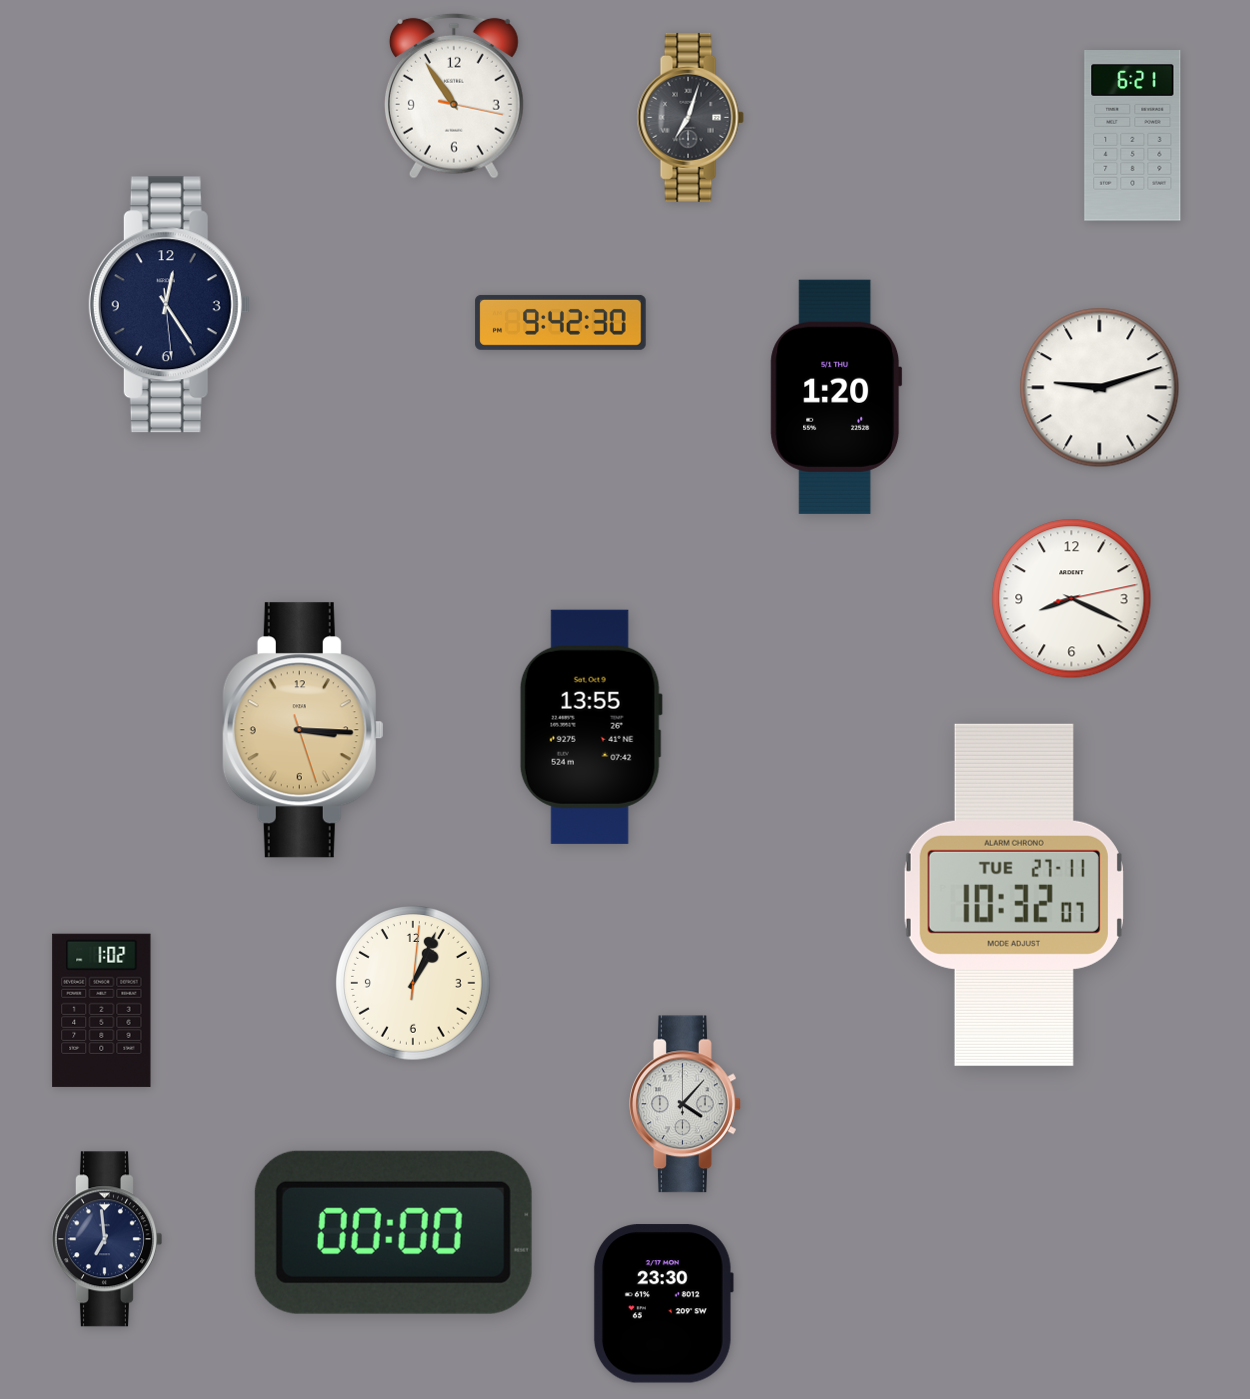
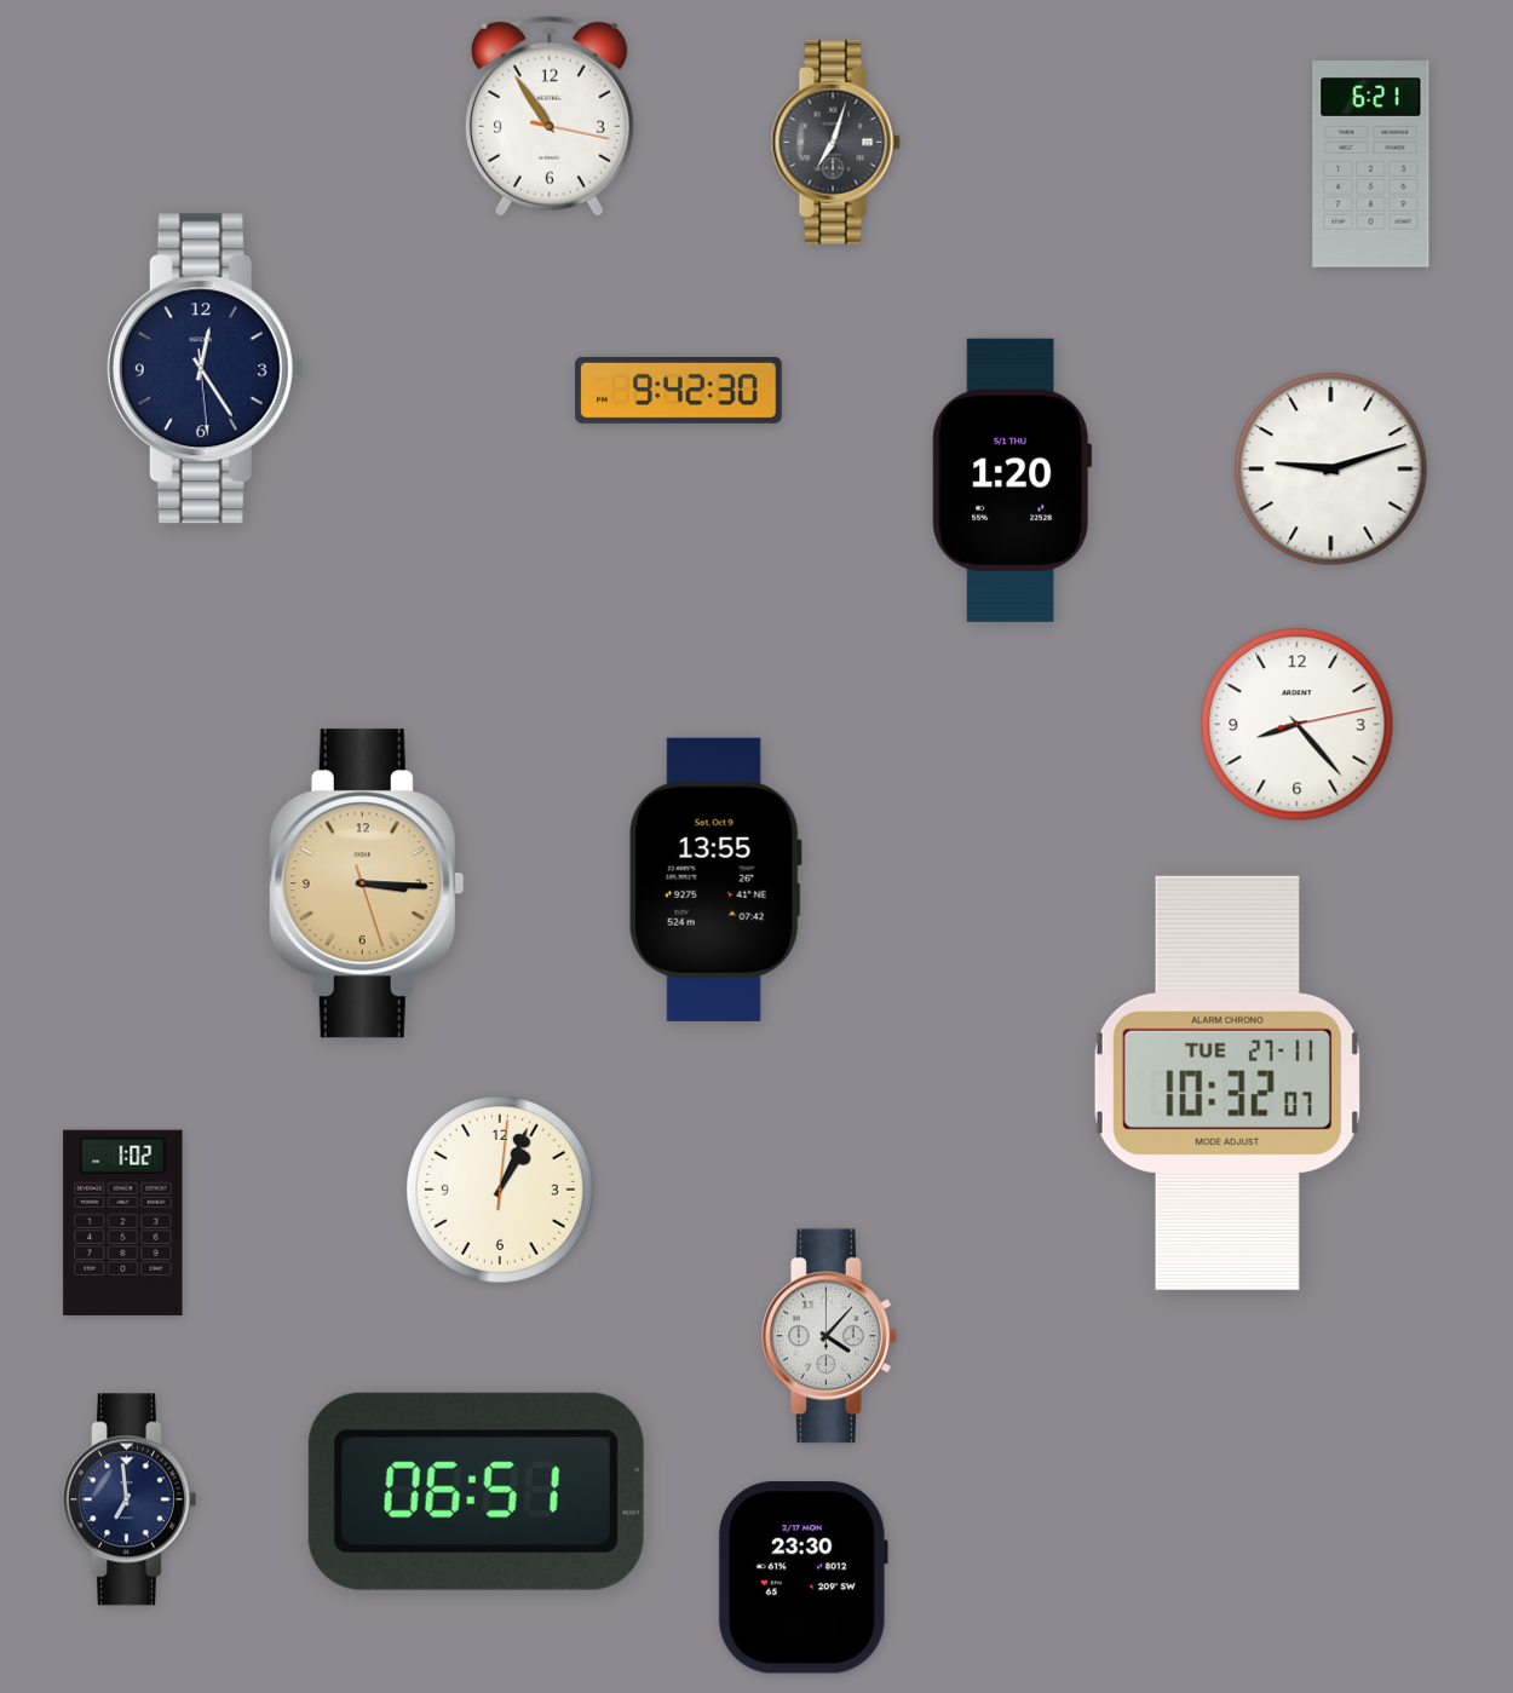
clock at (1072, 599): 8:19 -> 8:23
clock at (393, 1232): 00:00 -> 06:51
